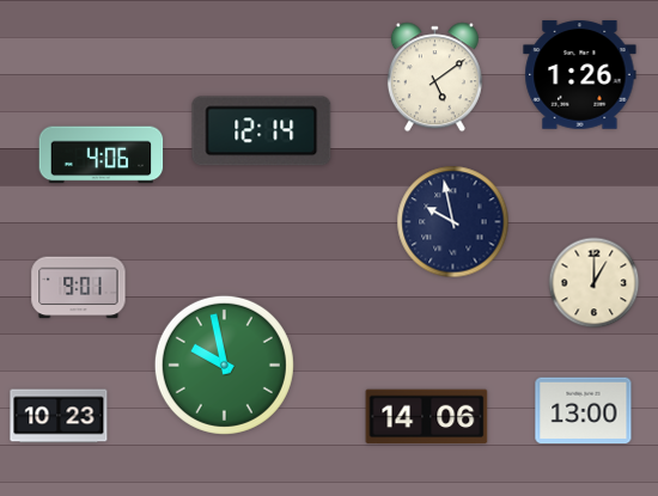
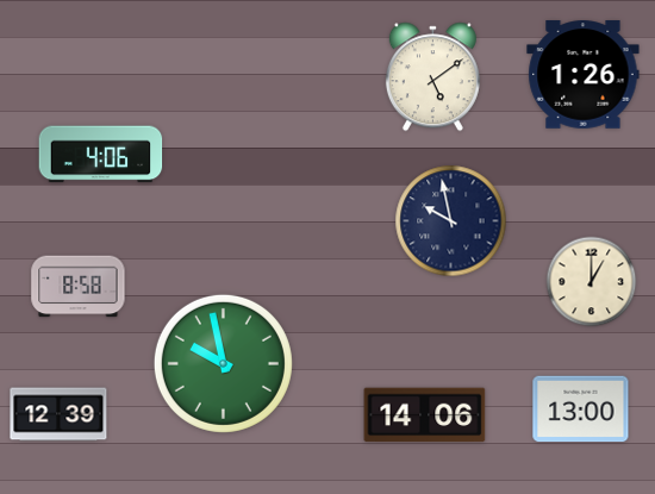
clock at (580, 75) position: (580, 75) -> (584, 75)
clock at (262, 131): 12:14 -> none
clock at (79, 288): 9:01 -> 8:58
clock at (59, 416): 10:23 -> 12:39
